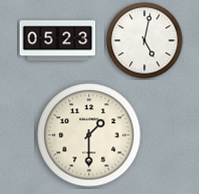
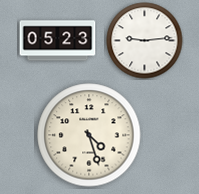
clock at (145, 41): 5:02 -> 9:14
clock at (89, 135): 1:30 -> 4:27
